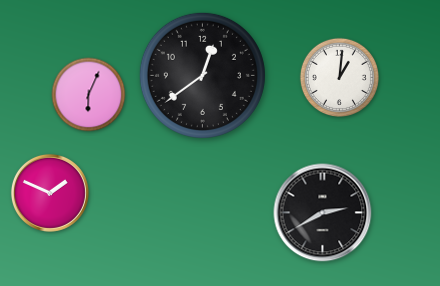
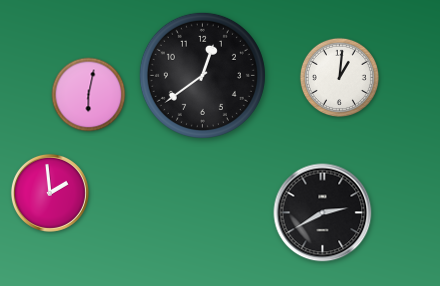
clock at (89, 95): 6:04 -> 6:02
clock at (50, 193): 1:49 -> 1:59
